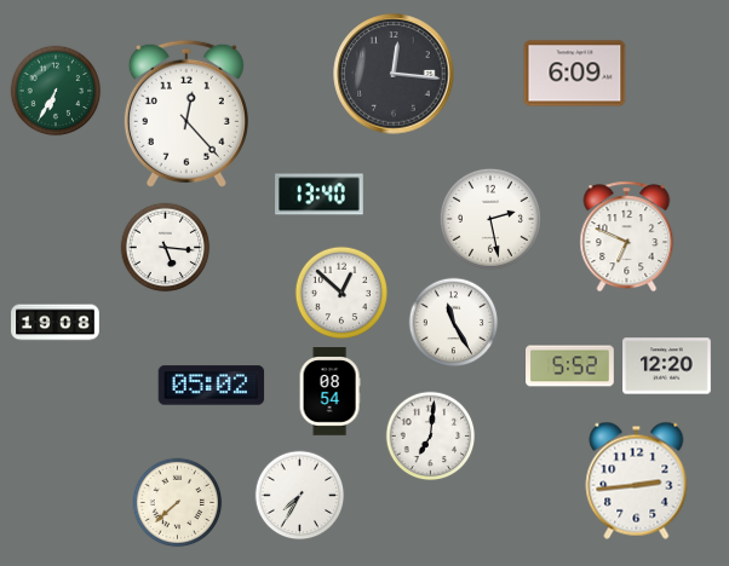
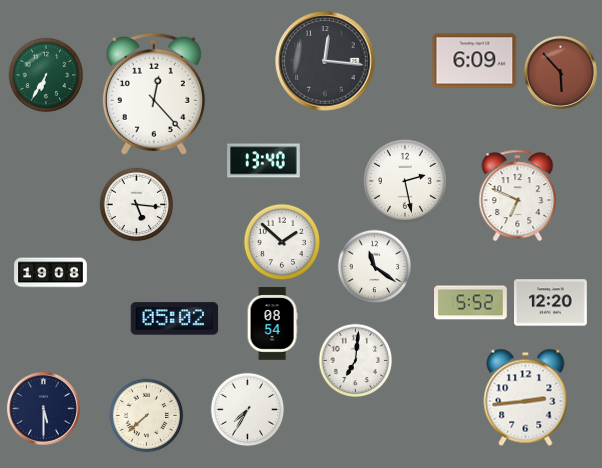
clock at (560, 72): none -> 5:53
clock at (341, 293): 12:52 -> 1:52
clock at (56, 323) position: (56, 323) -> (51, 273)
clock at (454, 323): 11:25 -> 11:21
clock at (43, 408): none -> 5:30
